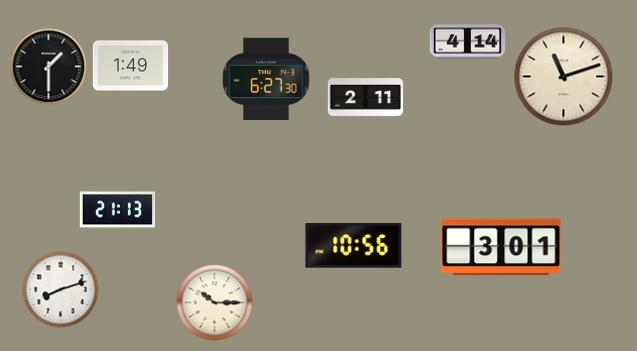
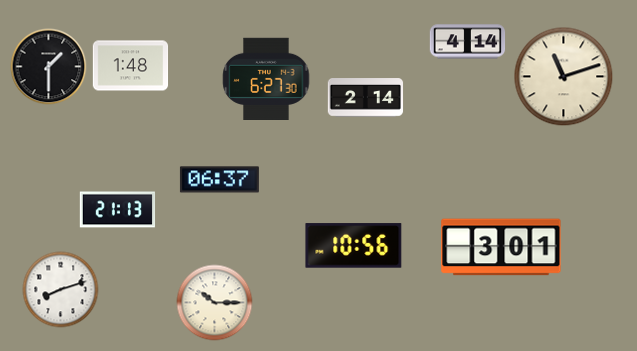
clock at (131, 66): 1:49 -> 1:48
clock at (366, 98): 2:11 -> 2:14
clock at (219, 180): none -> 06:37
